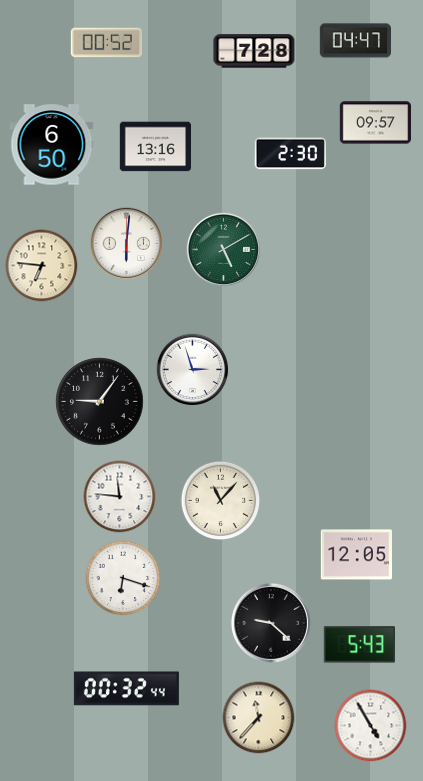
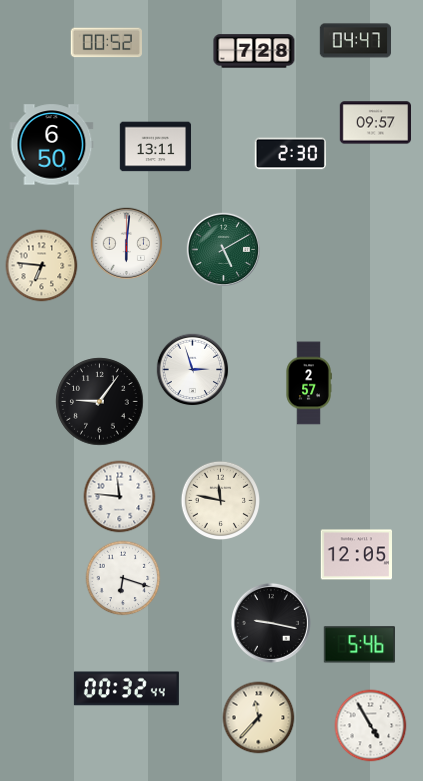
clock at (155, 147): 13:16 -> 13:11
clock at (309, 383): none -> 2:57
clock at (220, 500): 11:07 -> 11:47
clock at (271, 623): 9:22 -> 9:17
clock at (359, 645): 5:43 -> 5:46
